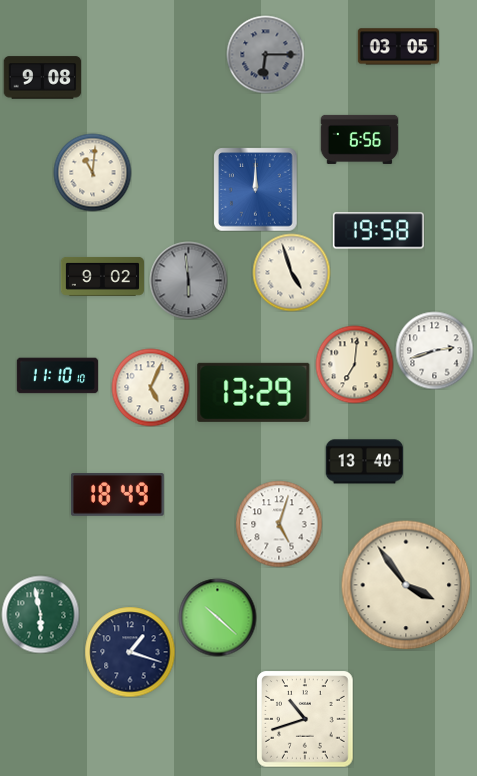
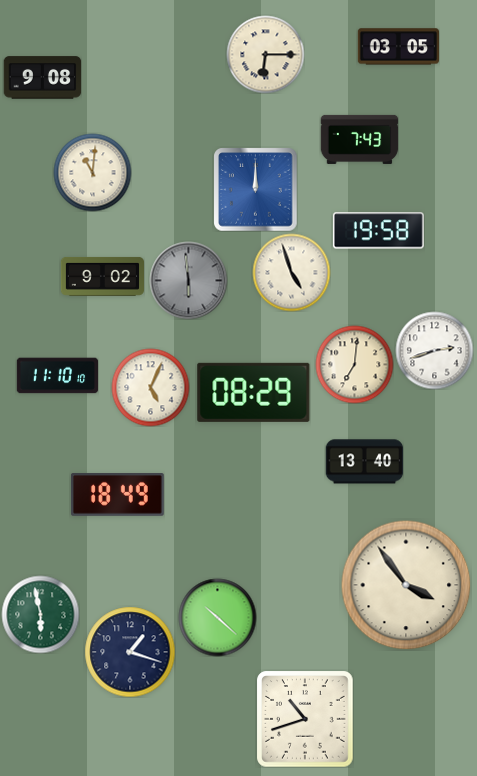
clock at (265, 54) dial: grey -> cream
clock at (359, 139): 6:56 -> 7:43
clock at (254, 392): 13:29 -> 08:29
clock at (279, 524): 5:03 -> none
